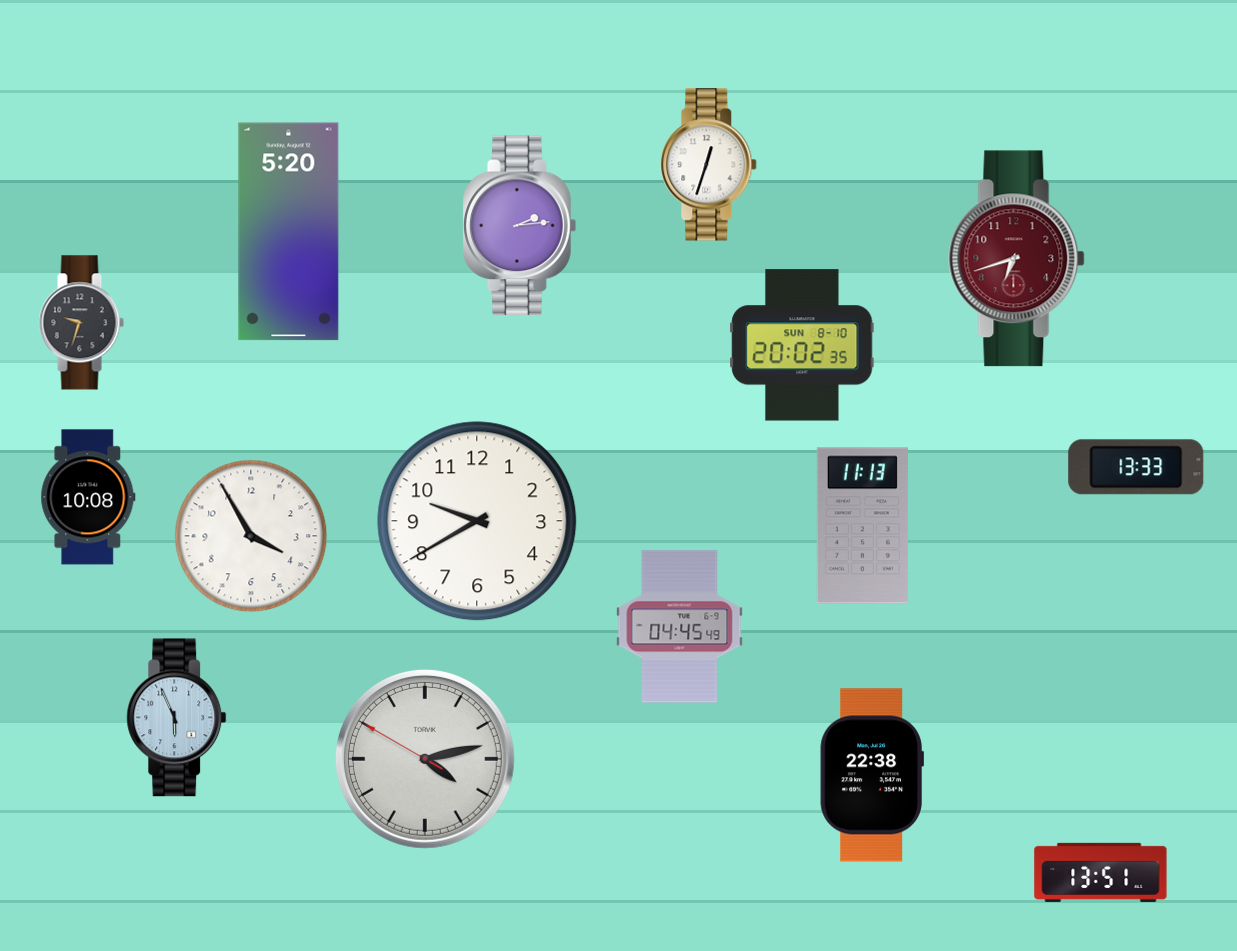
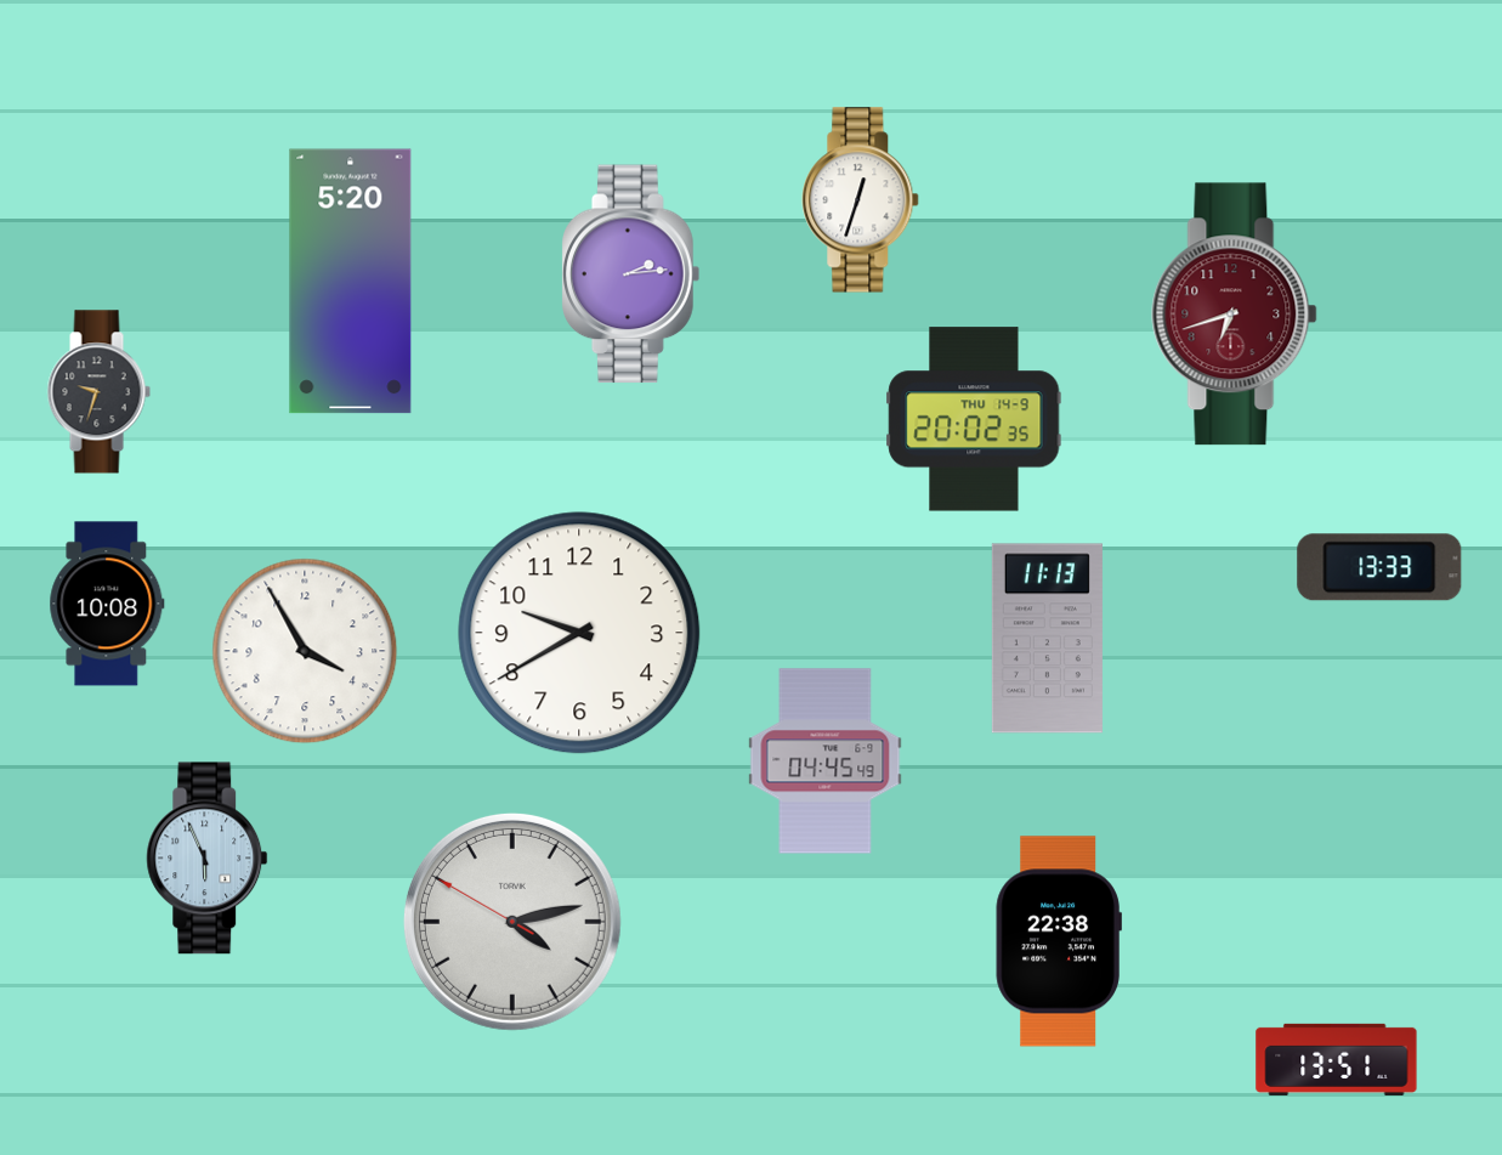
clock at (802, 345) date: SUN 8-10 -> THU 14-9
clock at (177, 718) position: (177, 718) -> (208, 859)
clock at (425, 759) position: (425, 759) -> (512, 922)
